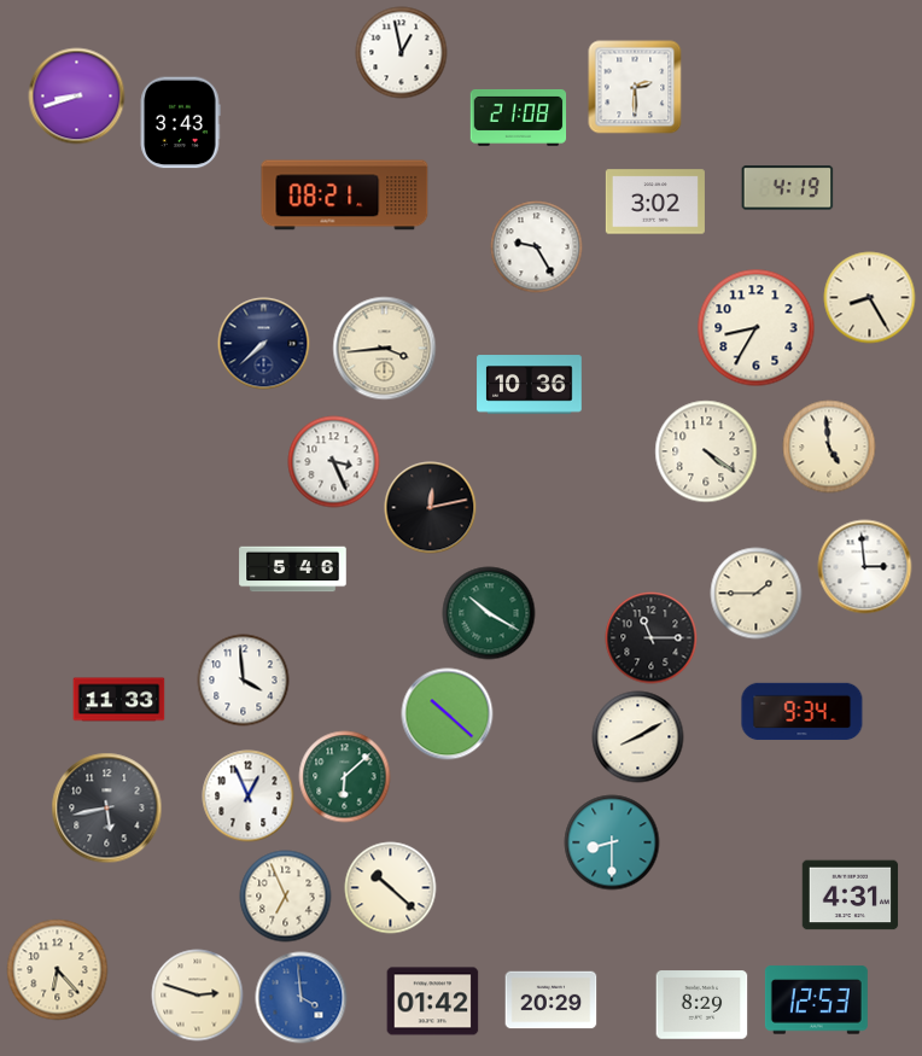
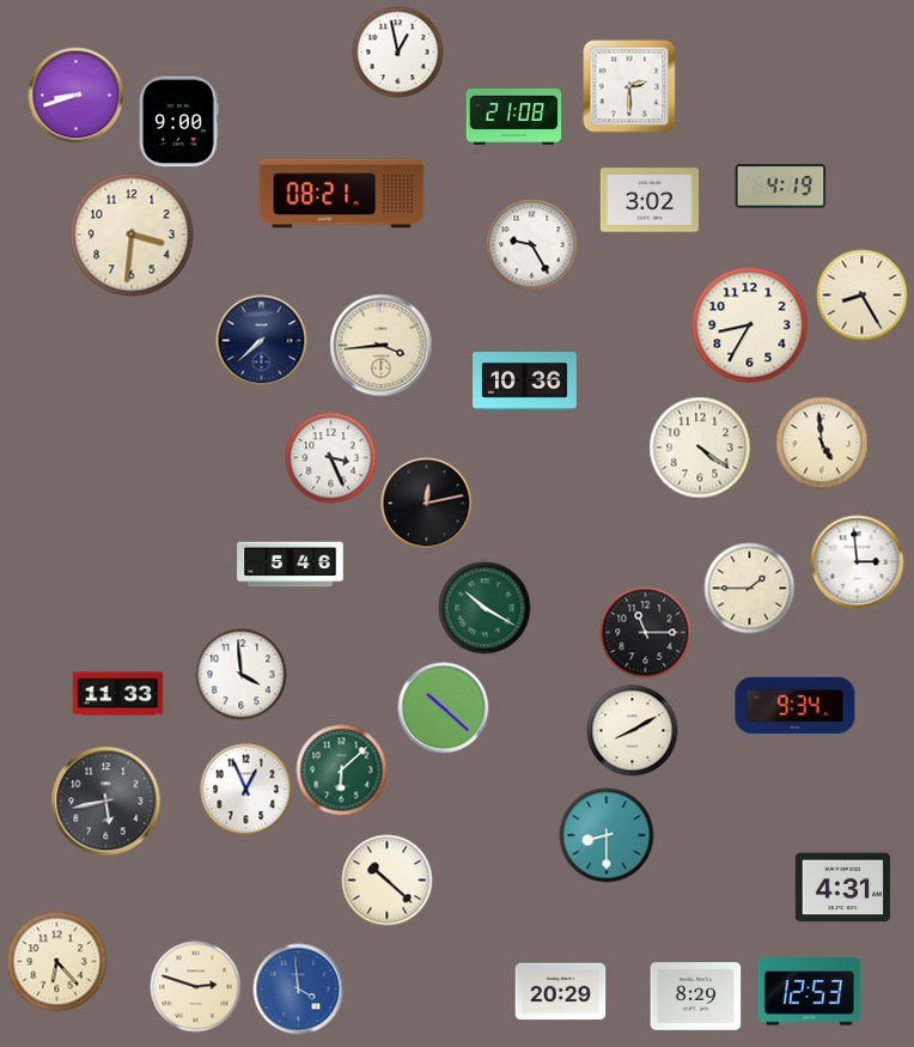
clock at (180, 123): 3:43 -> 9:00
clock at (132, 235): none -> 3:31
clock at (286, 897): 6:56 -> none
clock at (552, 1000) position: (552, 1000) -> (561, 992)
clock at (433, 1002): 01:42 -> none
